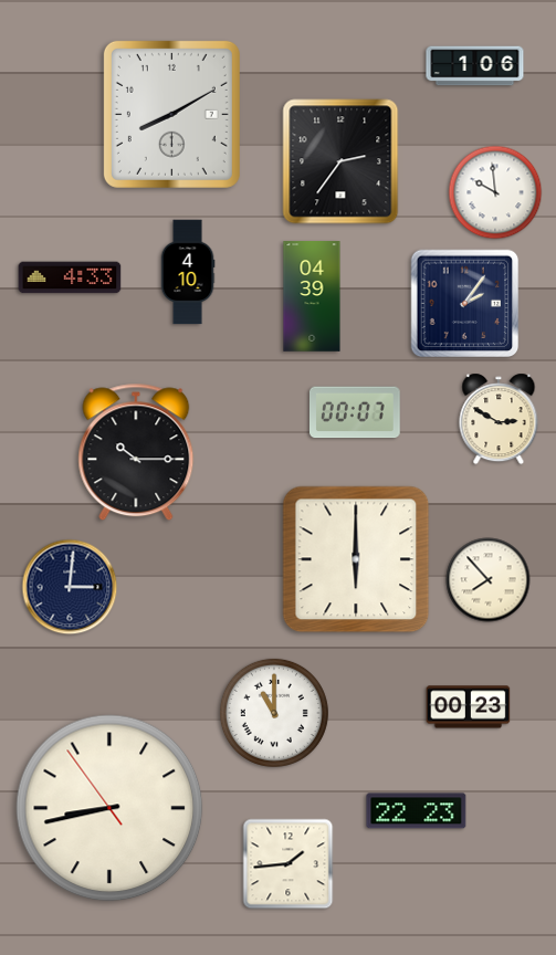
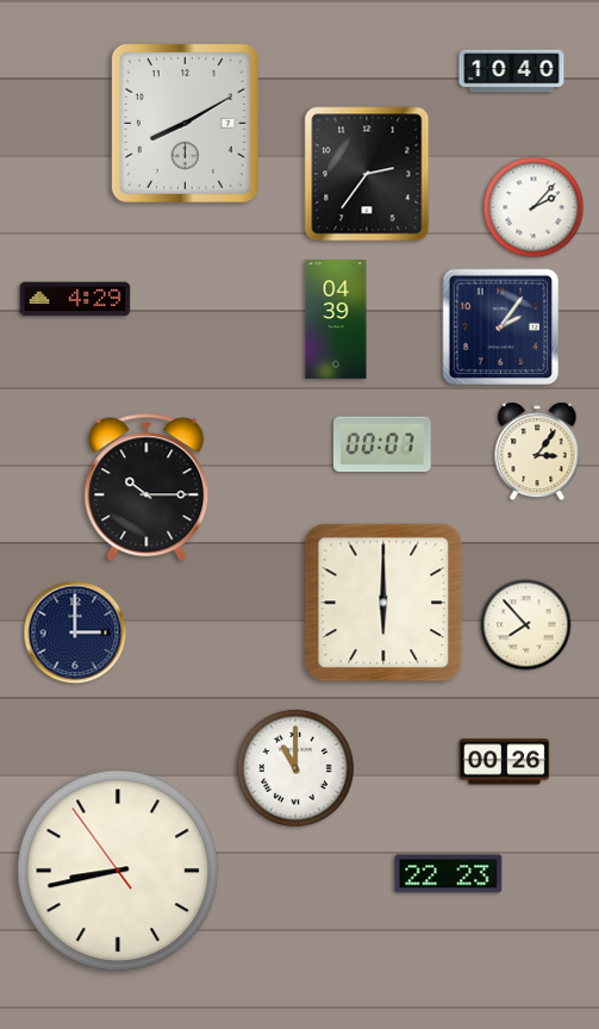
clock at (475, 66): 1:06 -> 10:40
clock at (495, 192): 9:59 -> 2:07
clock at (188, 272): 4:10 -> none
clock at (70, 277): 4:33 -> 4:29
clock at (499, 419): 2:50 -> 3:06
clock at (70, 587): 3:01 -> 3:00
clock at (469, 707): 00:23 -> 00:26
clock at (289, 864): 1:44 -> none
